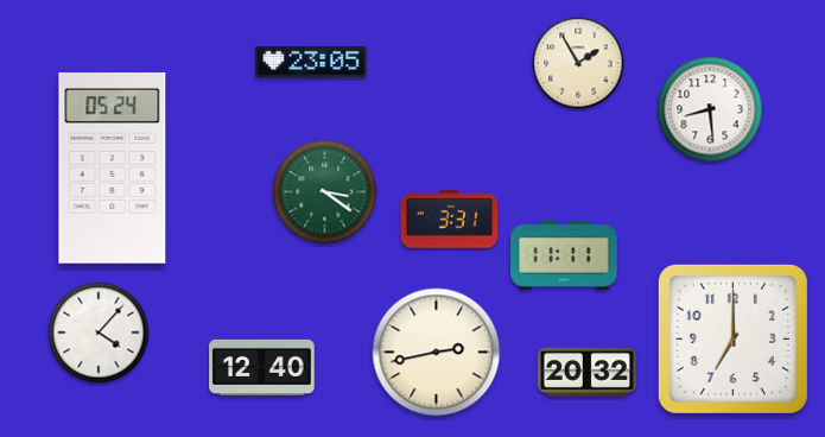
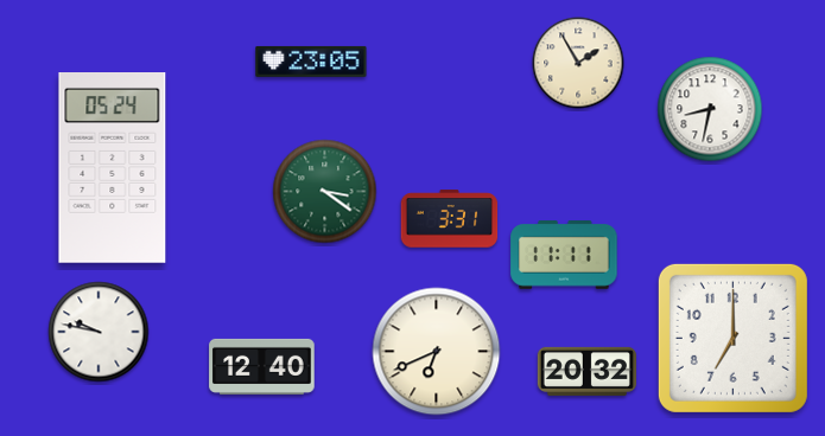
clock at (710, 109): 8:29 -> 8:32
clock at (99, 332): 4:07 -> 9:47
clock at (437, 353): 2:43 -> 6:41
